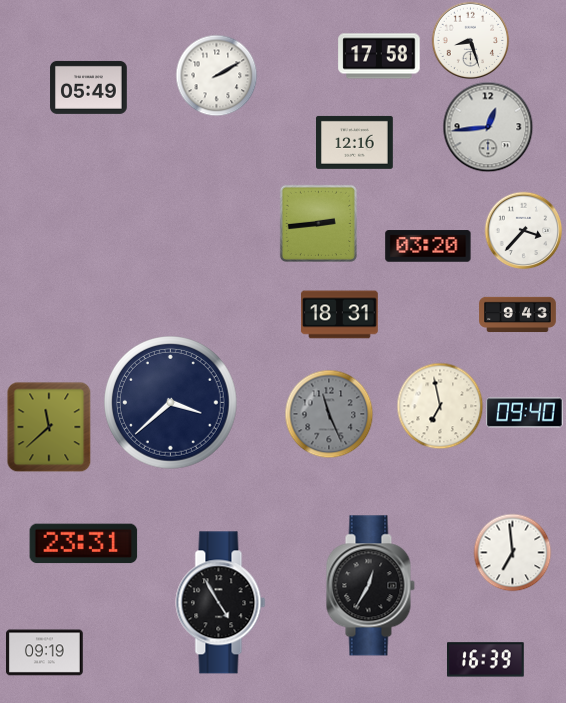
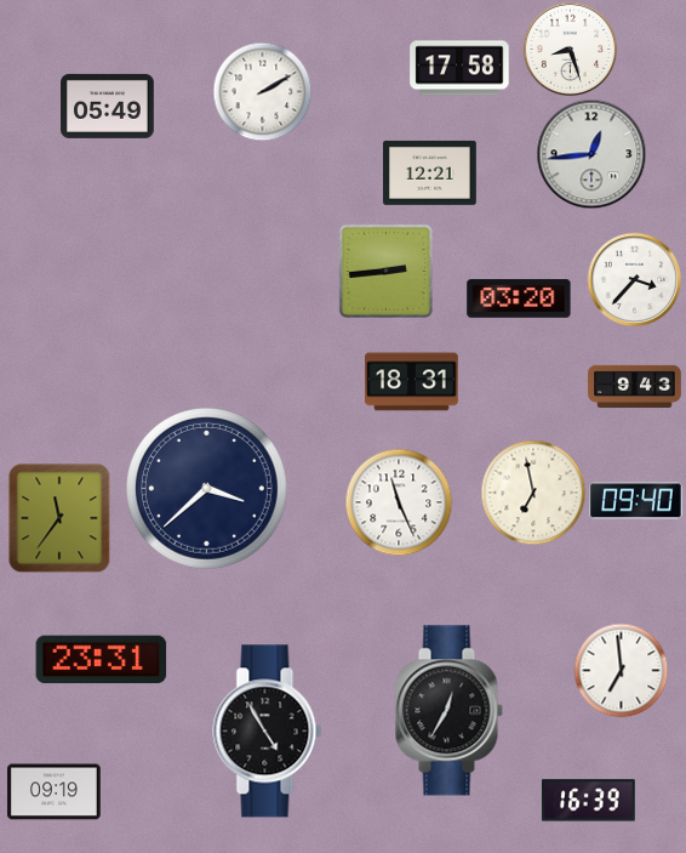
clock at (355, 142): 12:16 -> 12:21
clock at (518, 315) position: (518, 315) -> (635, 387)
clock at (329, 414) dial: grey -> white
clock at (49, 427): 11:38 -> 11:36
